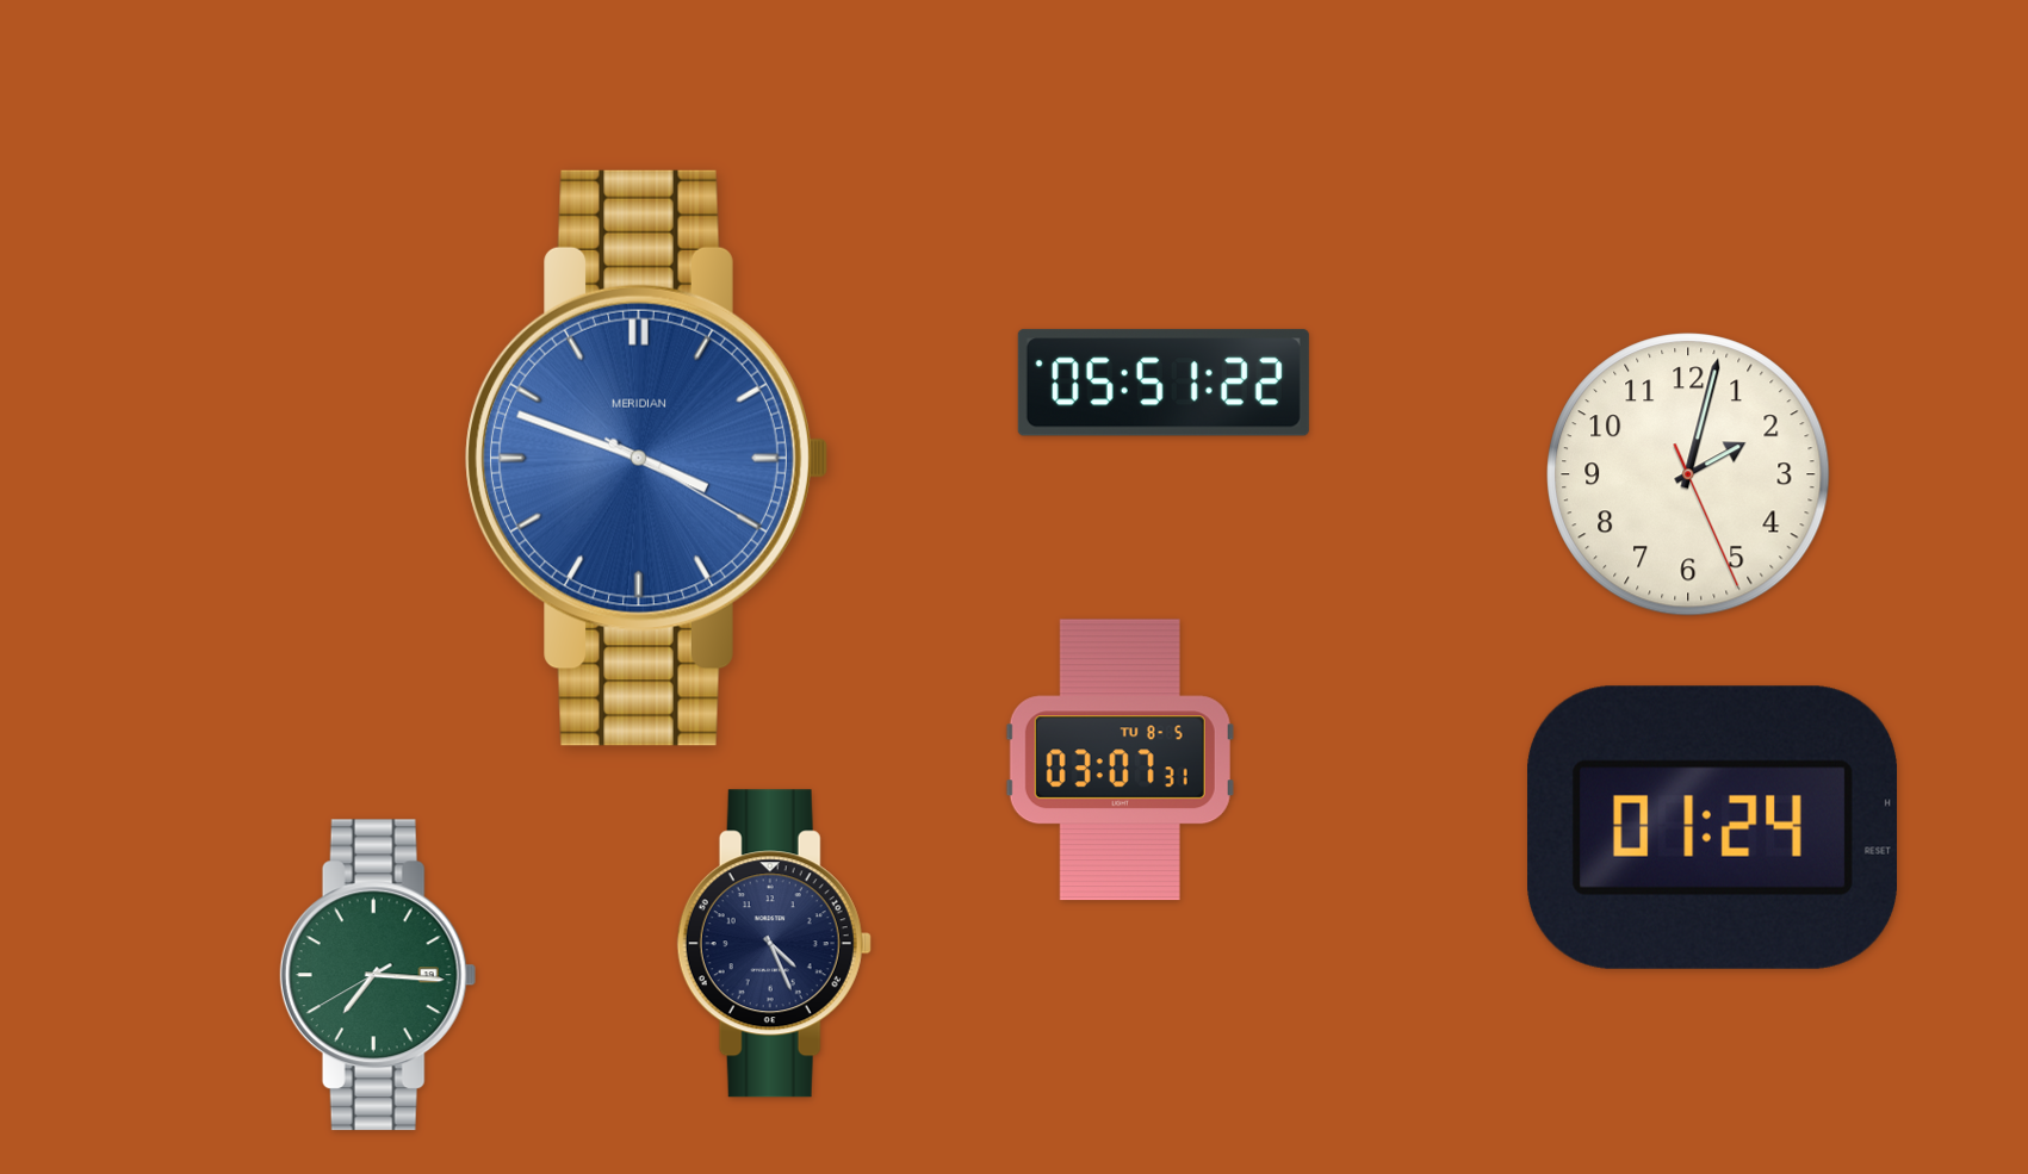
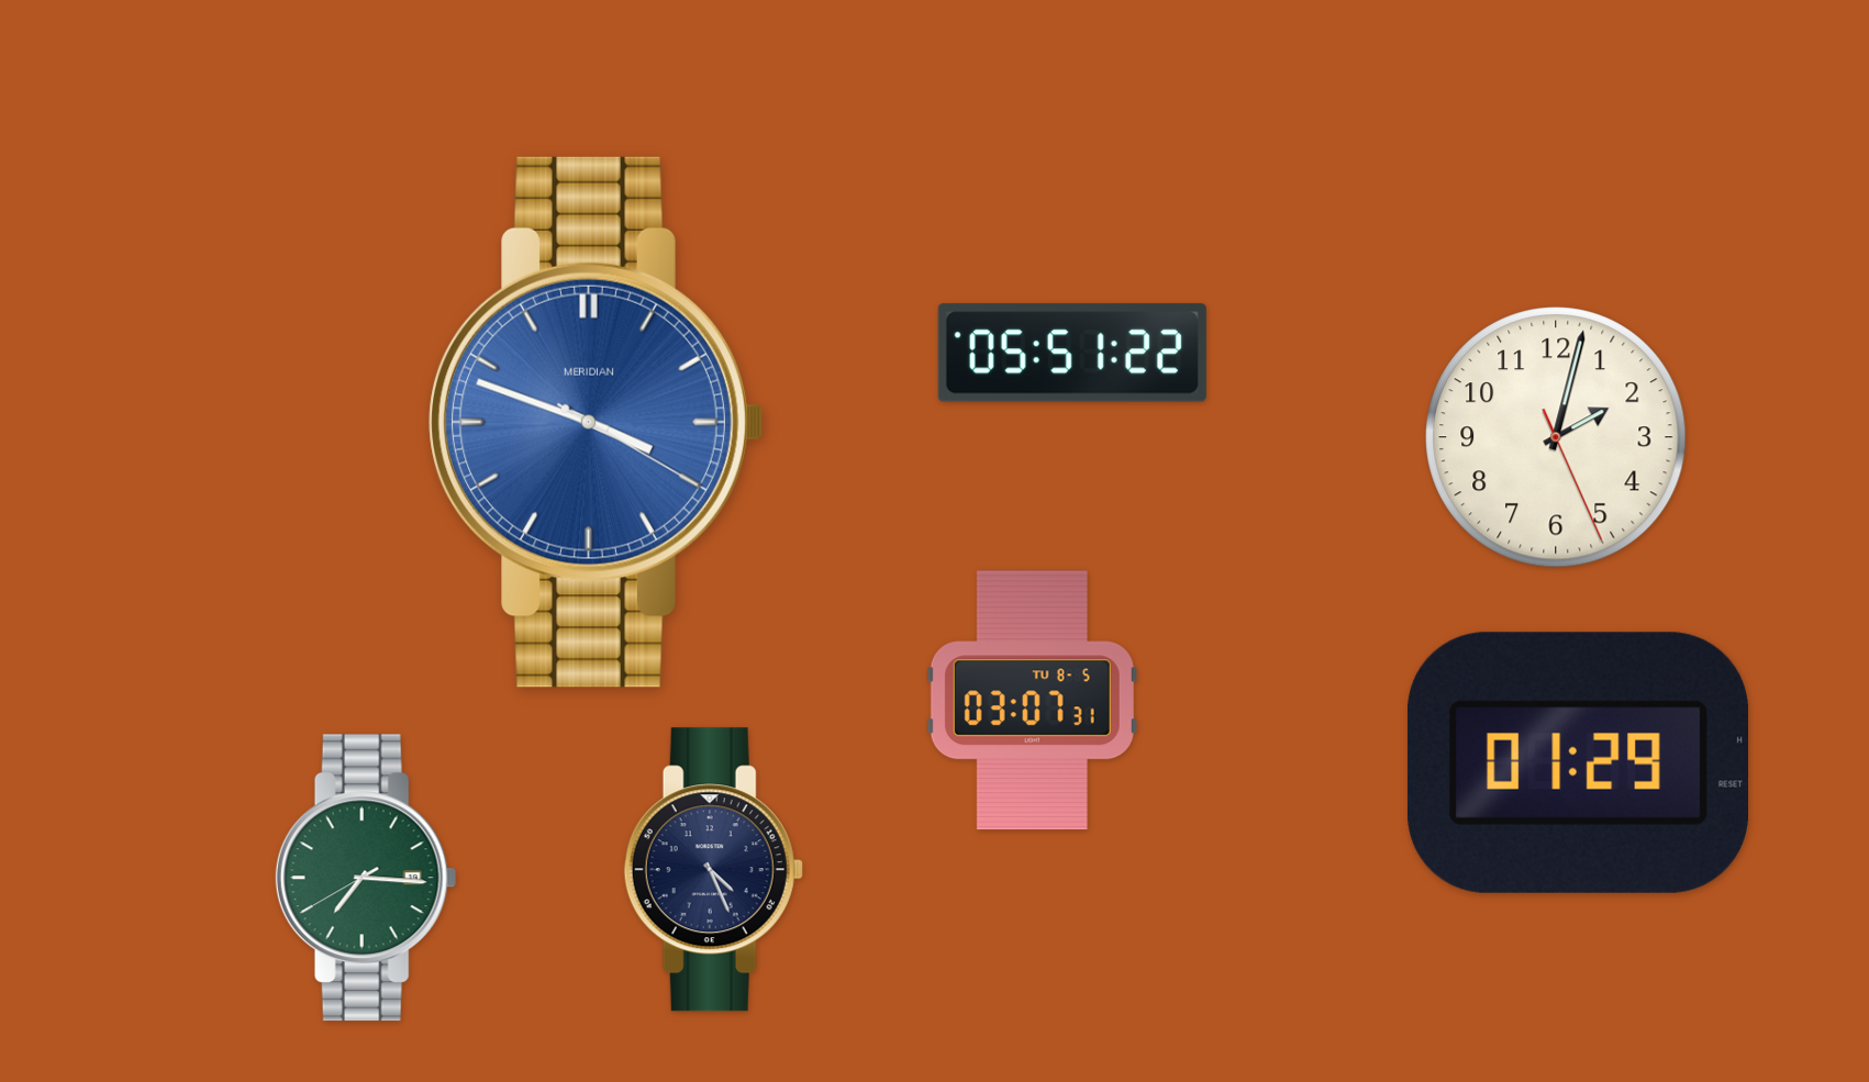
clock at (1712, 827): 01:24 -> 01:29
clock at (378, 975) position: (378, 975) -> (366, 878)
